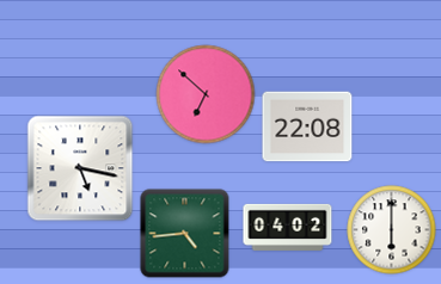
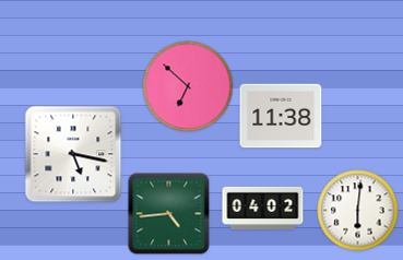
clock at (307, 126): 22:08 -> 11:38
clock at (392, 230): 6:00 -> 6:01
